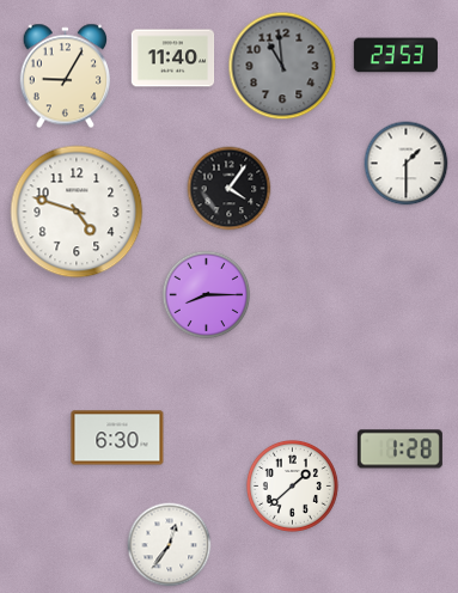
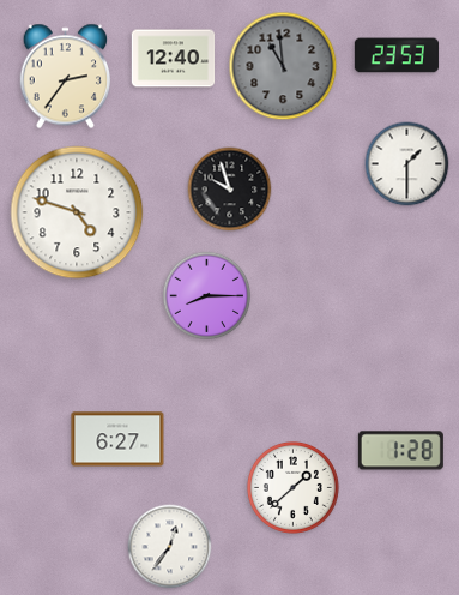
clock at (173, 59): 11:40 -> 12:40
clock at (65, 77): 9:05 -> 2:36
clock at (230, 189): 4:06 -> 9:57
clock at (117, 438): 6:30 -> 6:27
